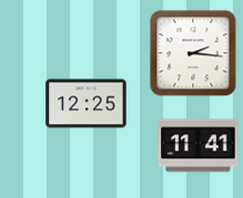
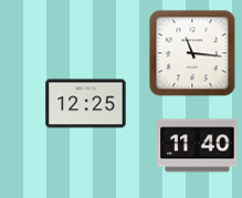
clock at (193, 53): 2:16 -> 11:16
clock at (199, 146): 11:41 -> 11:40
